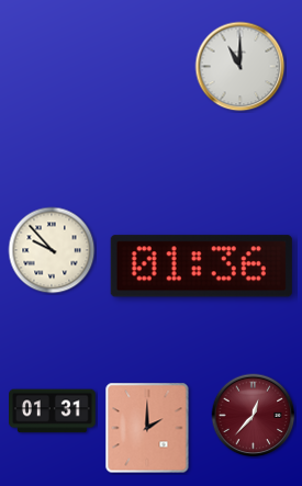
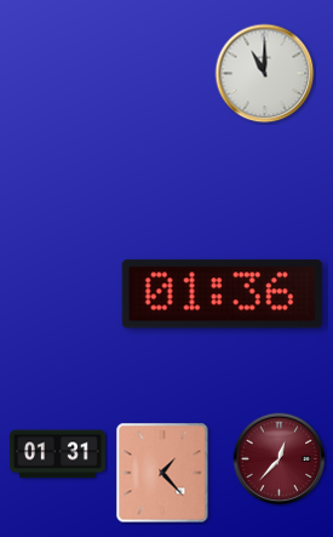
clock at (52, 250): 9:53 -> none
clock at (147, 428): 2:00 -> 1:23
